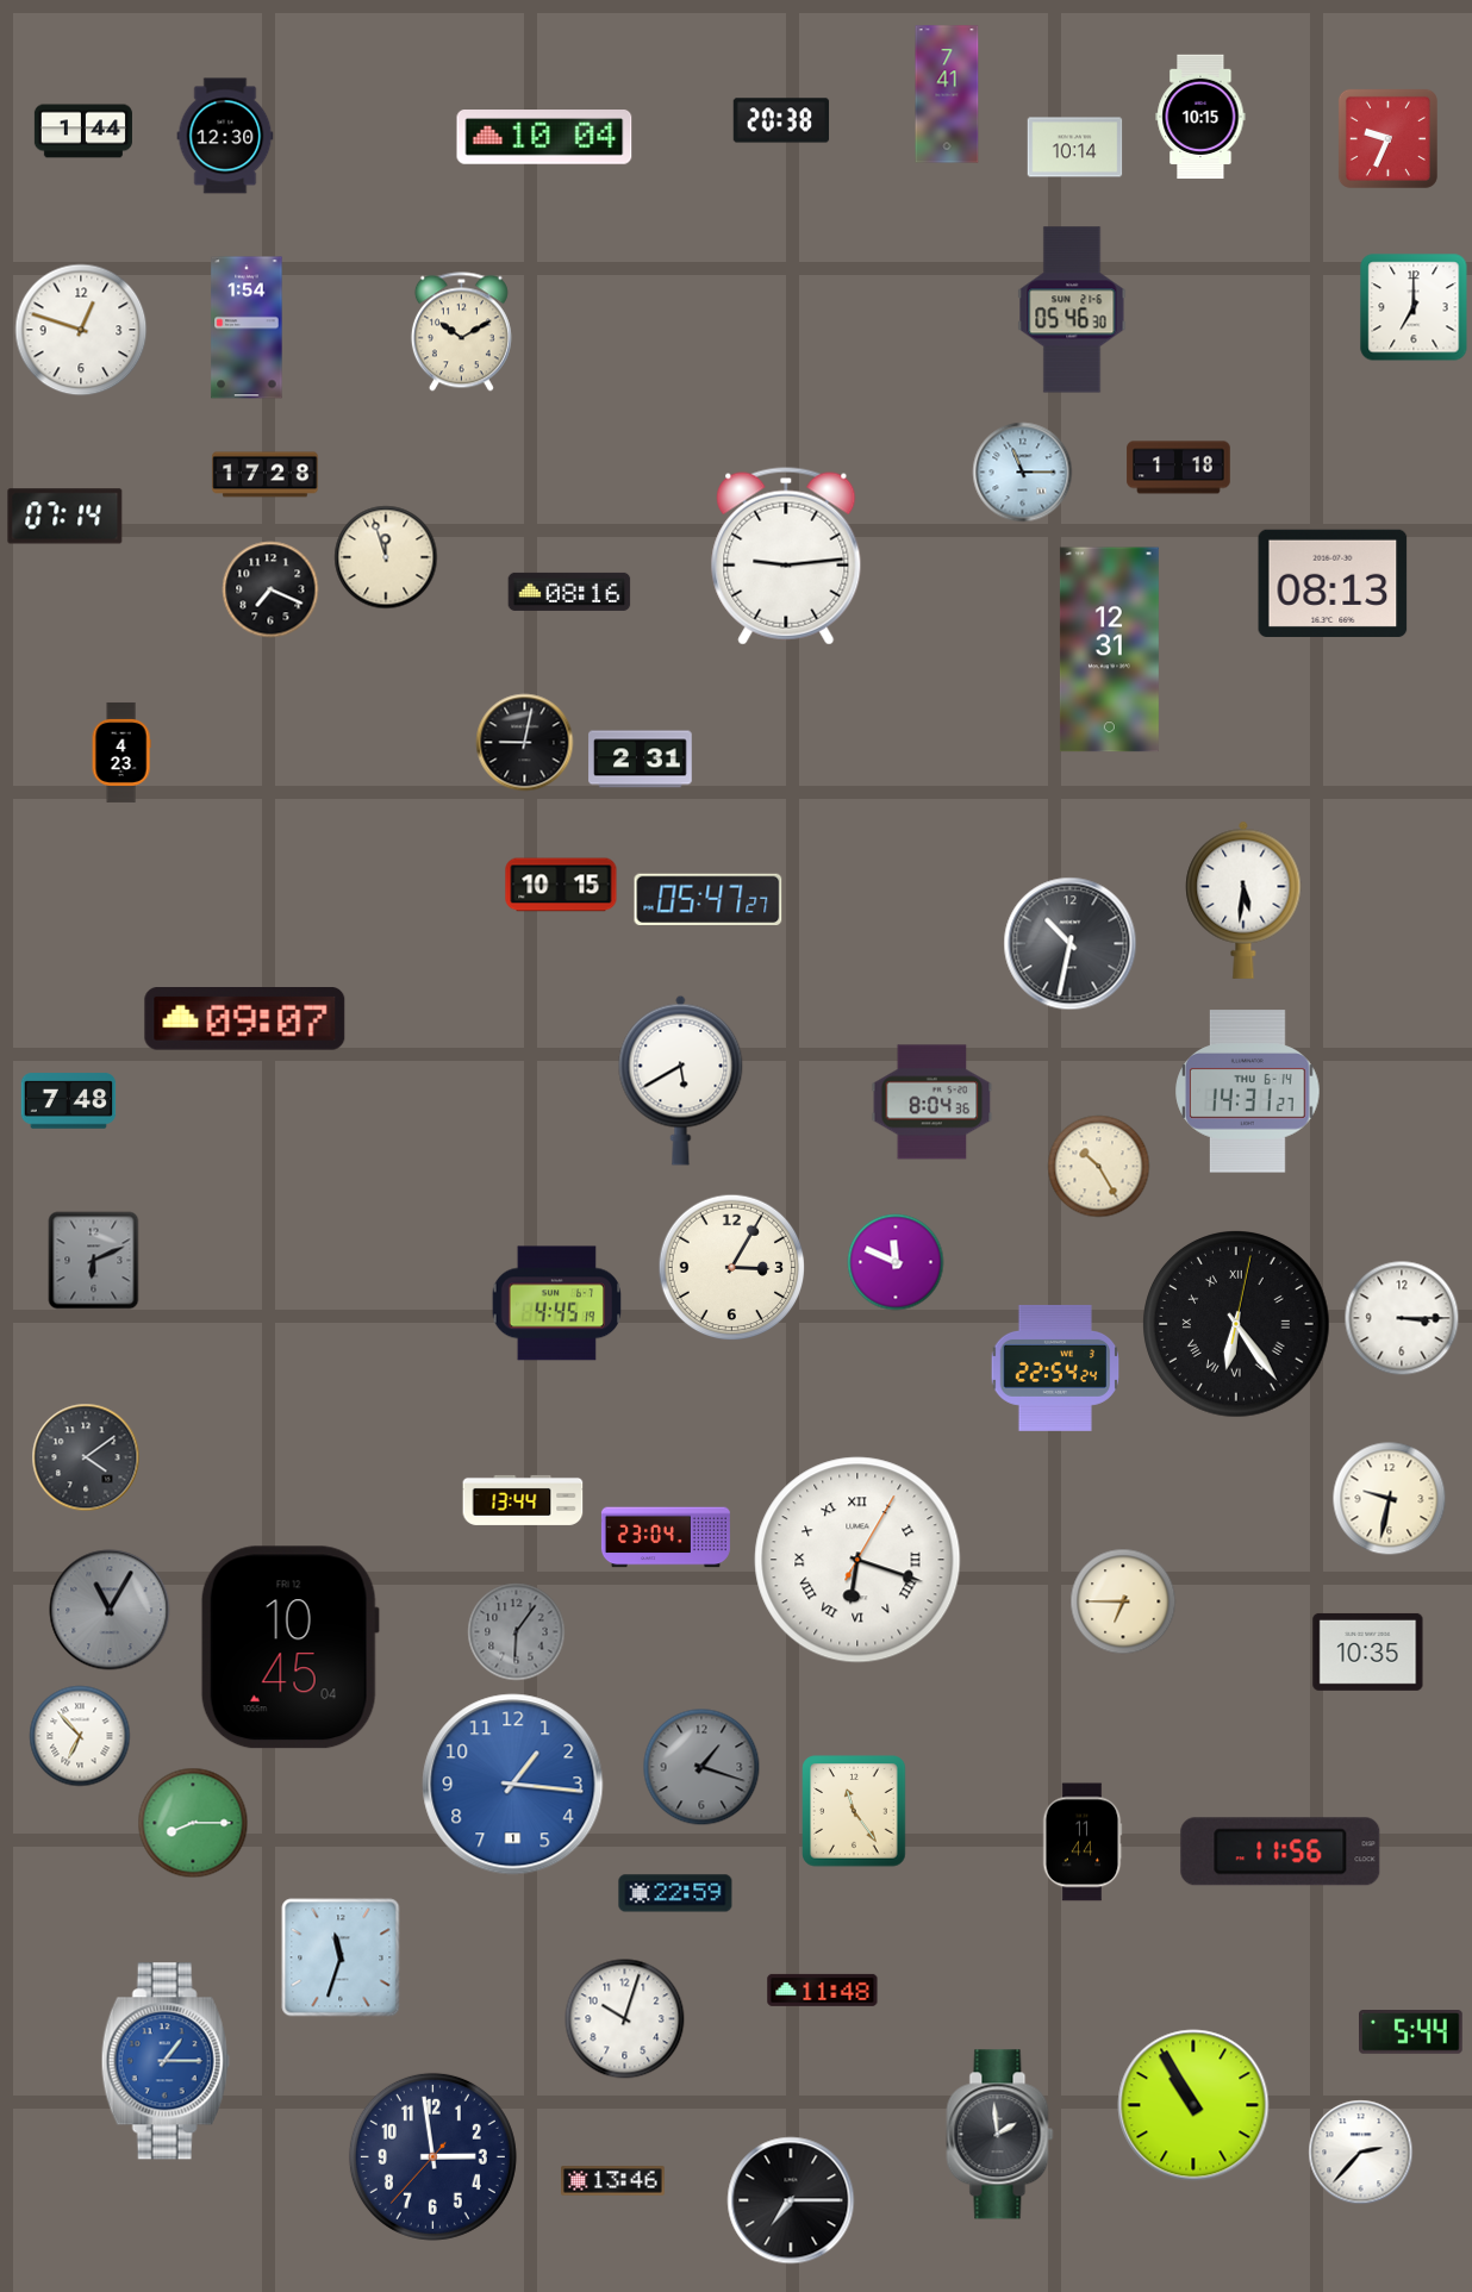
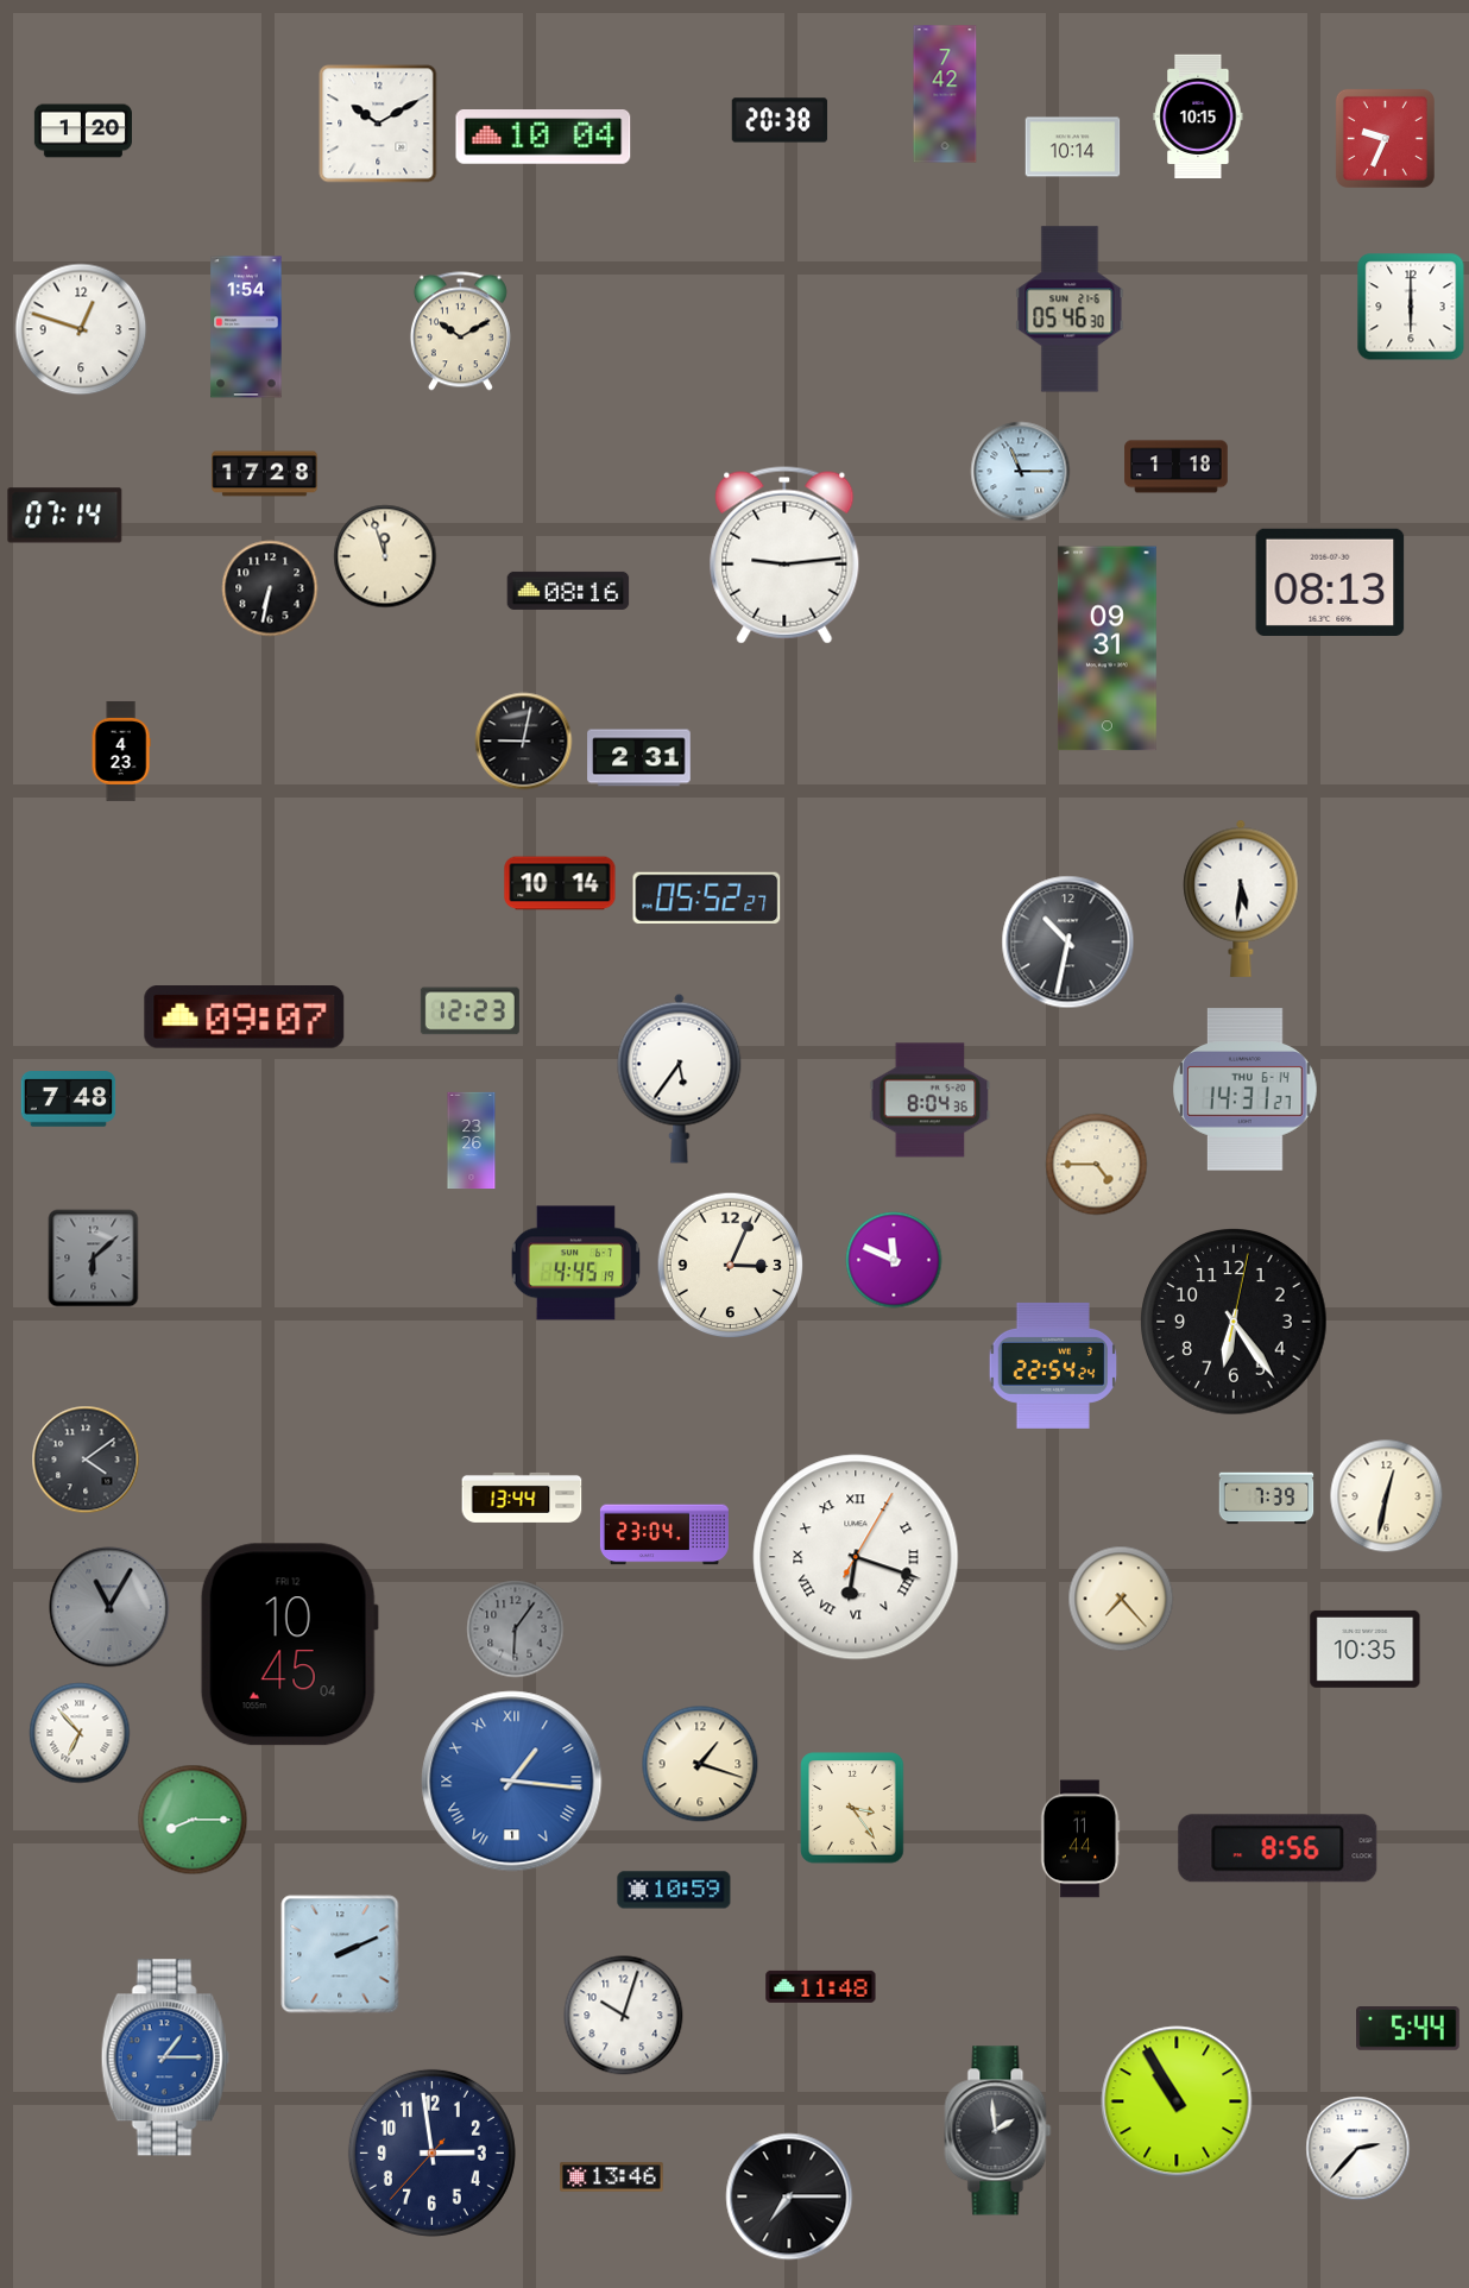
clock at (947, 94): 7:41 -> 7:42
clock at (378, 124): none -> 10:10
clock at (83, 131): 1:44 -> 1:20
clock at (225, 136): 12:30 -> none
clock at (1414, 307): 7:00 -> 6:00
clock at (270, 589): 7:19 -> 6:32
clock at (1109, 650): 12:31 -> 09:31
clock at (561, 885): 10:15 -> 10:14
clock at (709, 899): 05:47 -> 05:52
clock at (469, 1011): none -> 12:23
clock at (681, 1080): 5:40 -> 5:36
clock at (472, 1141): none -> 23:26
clock at (1099, 1167): 10:25 -> 4:45
clock at (94, 1261): 6:11 -> 6:08
clock at (732, 1268): 3:05 -> 3:04
clock at (556, 1304) position: (556, 1304) -> (575, 1263)
clock at (1402, 1318): 3:15 -> none
clock at (1236, 1324) numerals: Roman -> Arabic
clock at (86, 1457) position: (86, 1457) -> (86, 1460)
clock at (1390, 1499): 9:32 -> 12:32
clock at (1267, 1499): none -> 7:39
clock at (1123, 1601): 6:45 -> 7:23
clock at (701, 1767) dial: grey -> cream
clock at (513, 1785) numerals: Arabic -> Roman
clock at (854, 1811): 11:24 -> 3:24
clock at (1280, 1851): 11:56 -> 8:56
clock at (675, 1893): 22:59 -> 10:59
clock at (341, 1957): 11:33 -> 2:11
clock at (1193, 2105) position: (1193, 2105) -> (1177, 2101)
